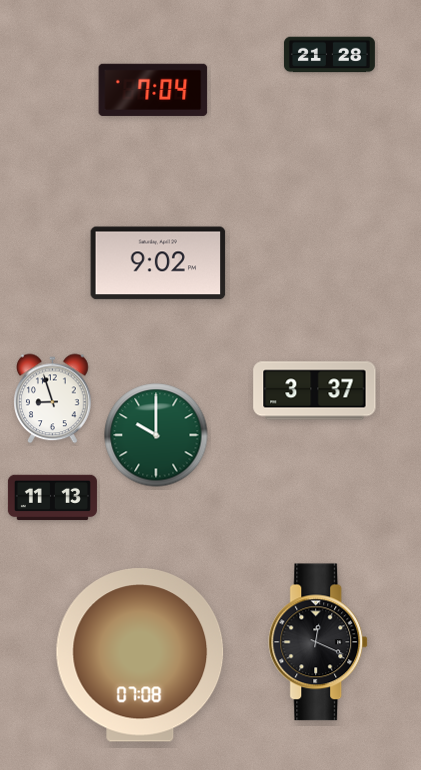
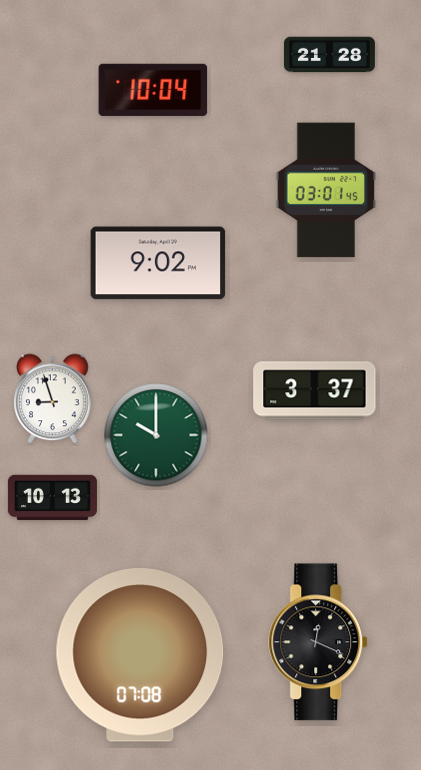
clock at (153, 90): 7:04 -> 10:04
clock at (326, 190): none -> 03:01
clock at (52, 498): 11:13 -> 10:13
